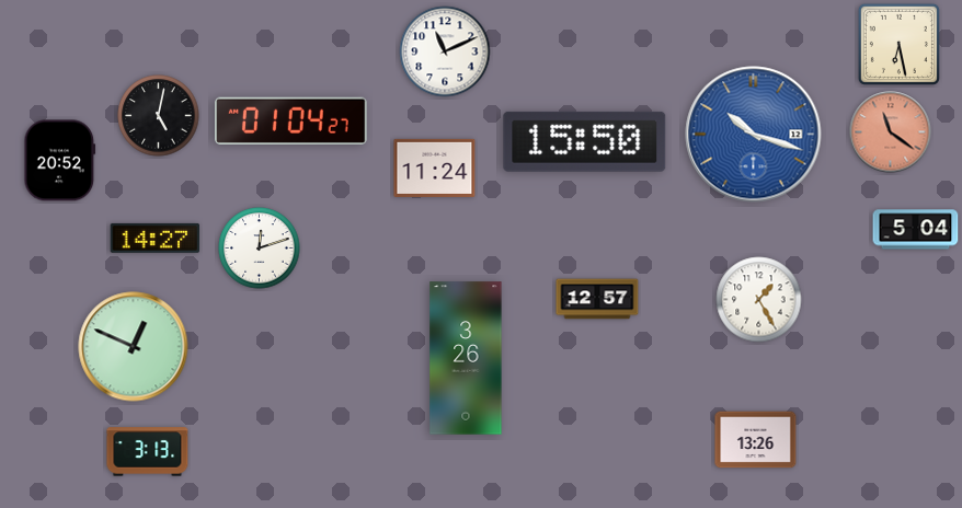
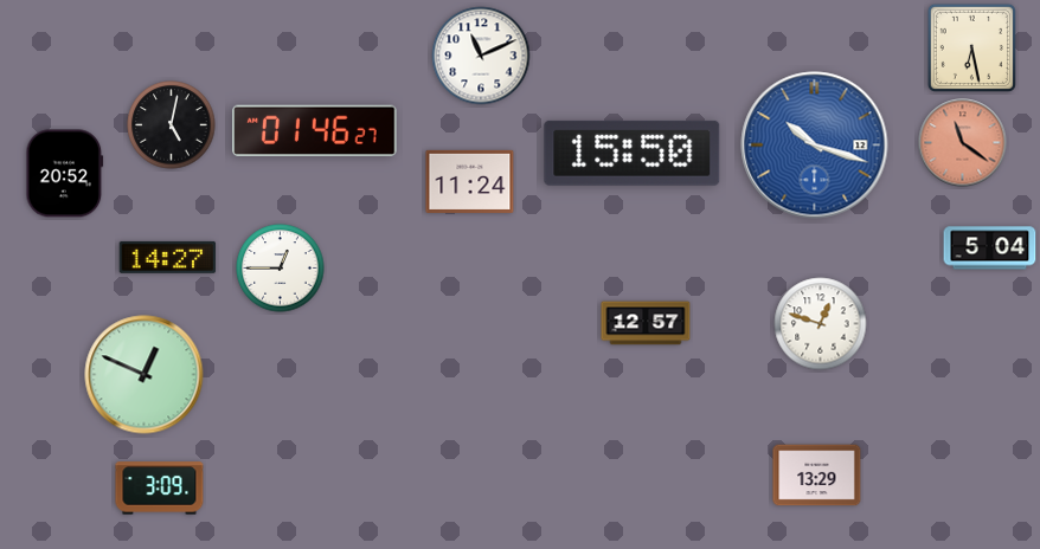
clock at (291, 120): 01:04 -> 01:46
clock at (260, 249): 12:12 -> 12:45
clock at (759, 300): 1:25 -> 12:48
clock at (466, 358): 3:26 -> none
clock at (756, 440): 13:26 -> 13:29
clock at (148, 452): 3:13 -> 3:09
